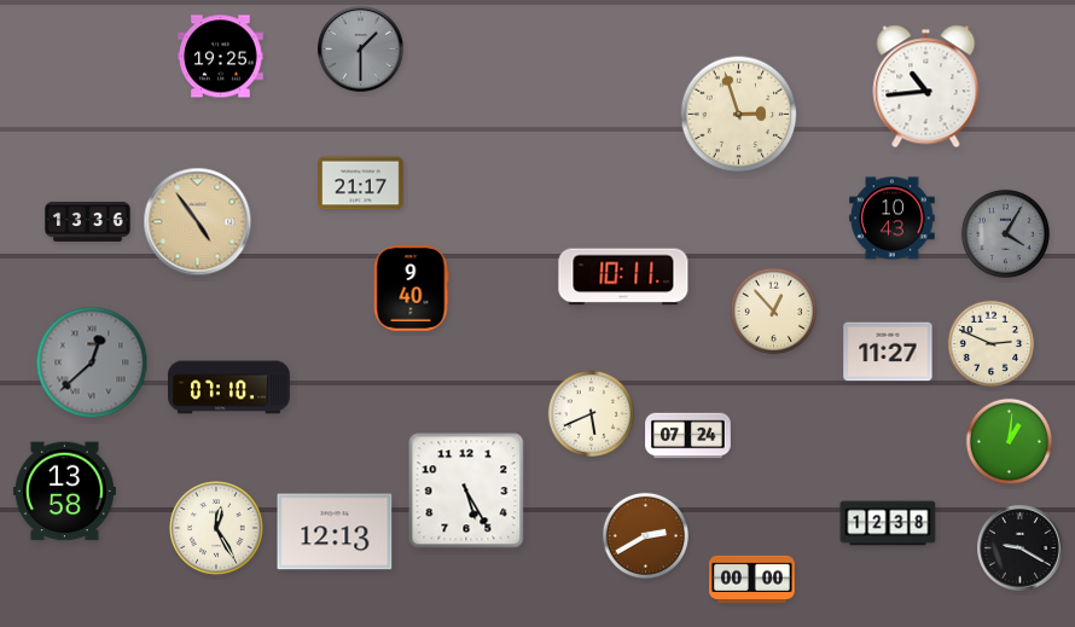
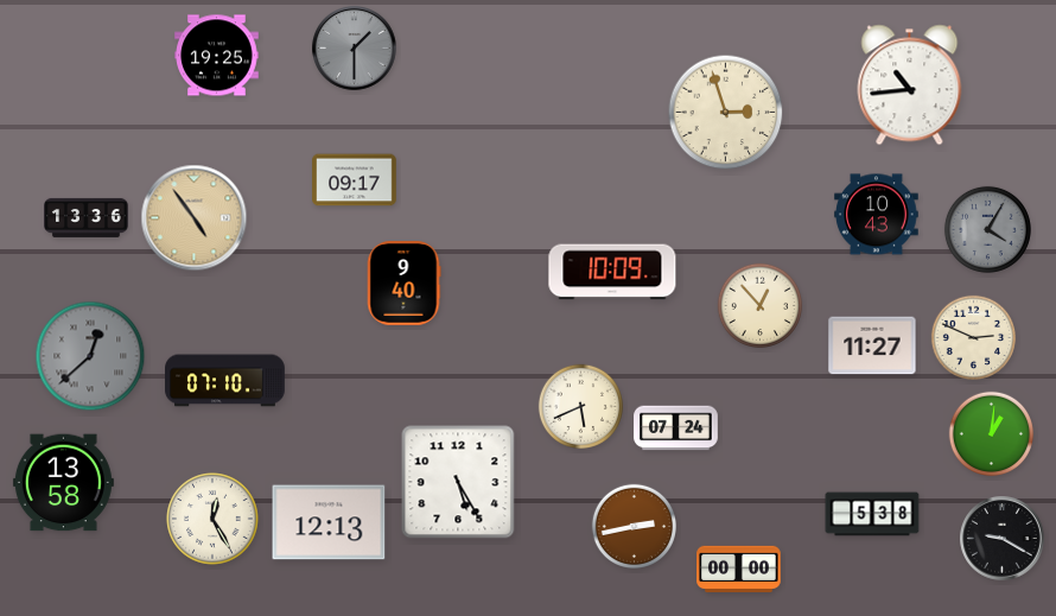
clock at (361, 184): 21:17 -> 09:17
clock at (623, 277): 10:11 -> 10:09
clock at (888, 523): 12:38 -> 5:38
clock at (645, 535): 2:40 -> 2:43
